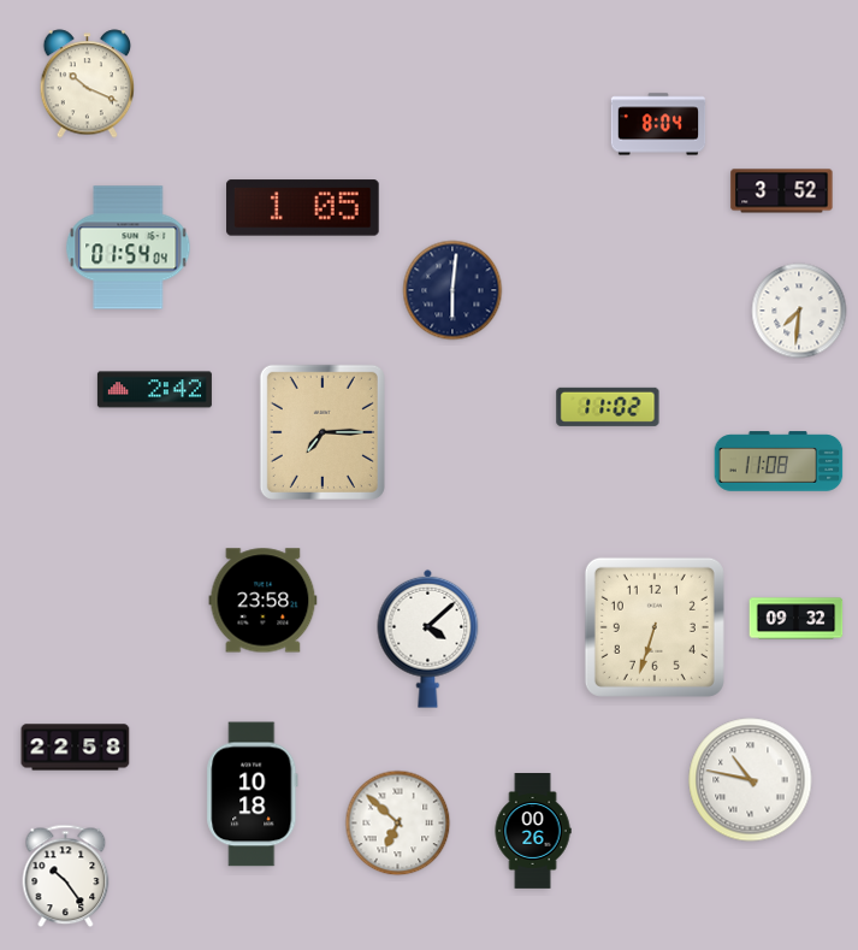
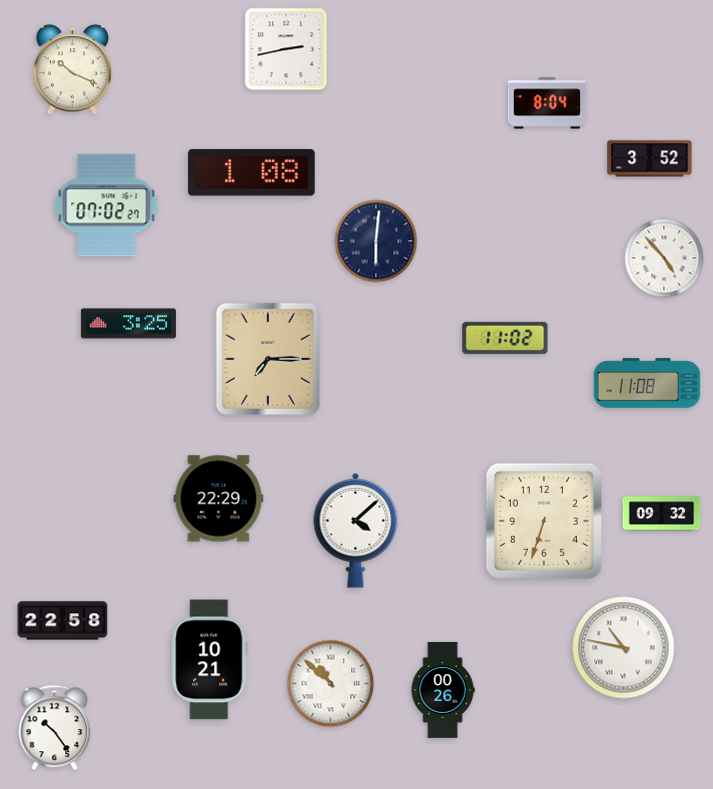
clock at (286, 49): none -> 2:43
clock at (303, 208): 1:05 -> 1:08
clock at (129, 248): 01:54 -> 07:02
clock at (799, 311): 7:31 -> 4:53
clock at (154, 390): 2:42 -> 3:25
clock at (264, 601): 23:58 -> 22:29
clock at (253, 795): 10:18 -> 10:21
clock at (398, 824): 6:52 -> 10:52
